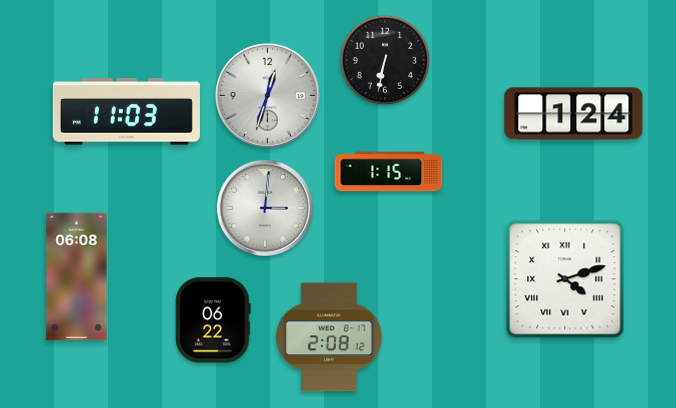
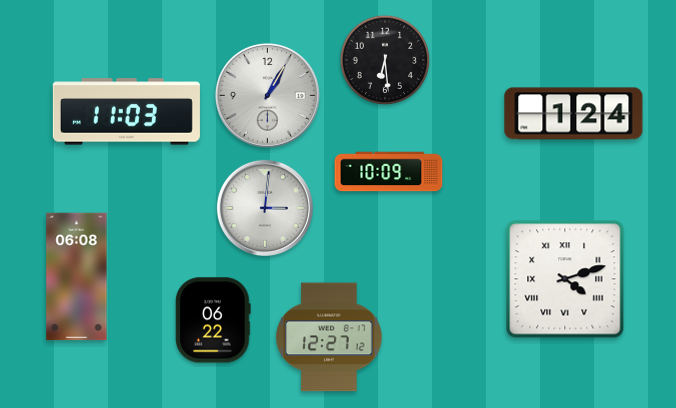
clock at (385, 60): 6:32 -> 6:29
clock at (267, 95): 12:33 -> 1:05
clock at (389, 172): 1:15 -> 10:09
clock at (329, 337): 2:08 -> 12:27
